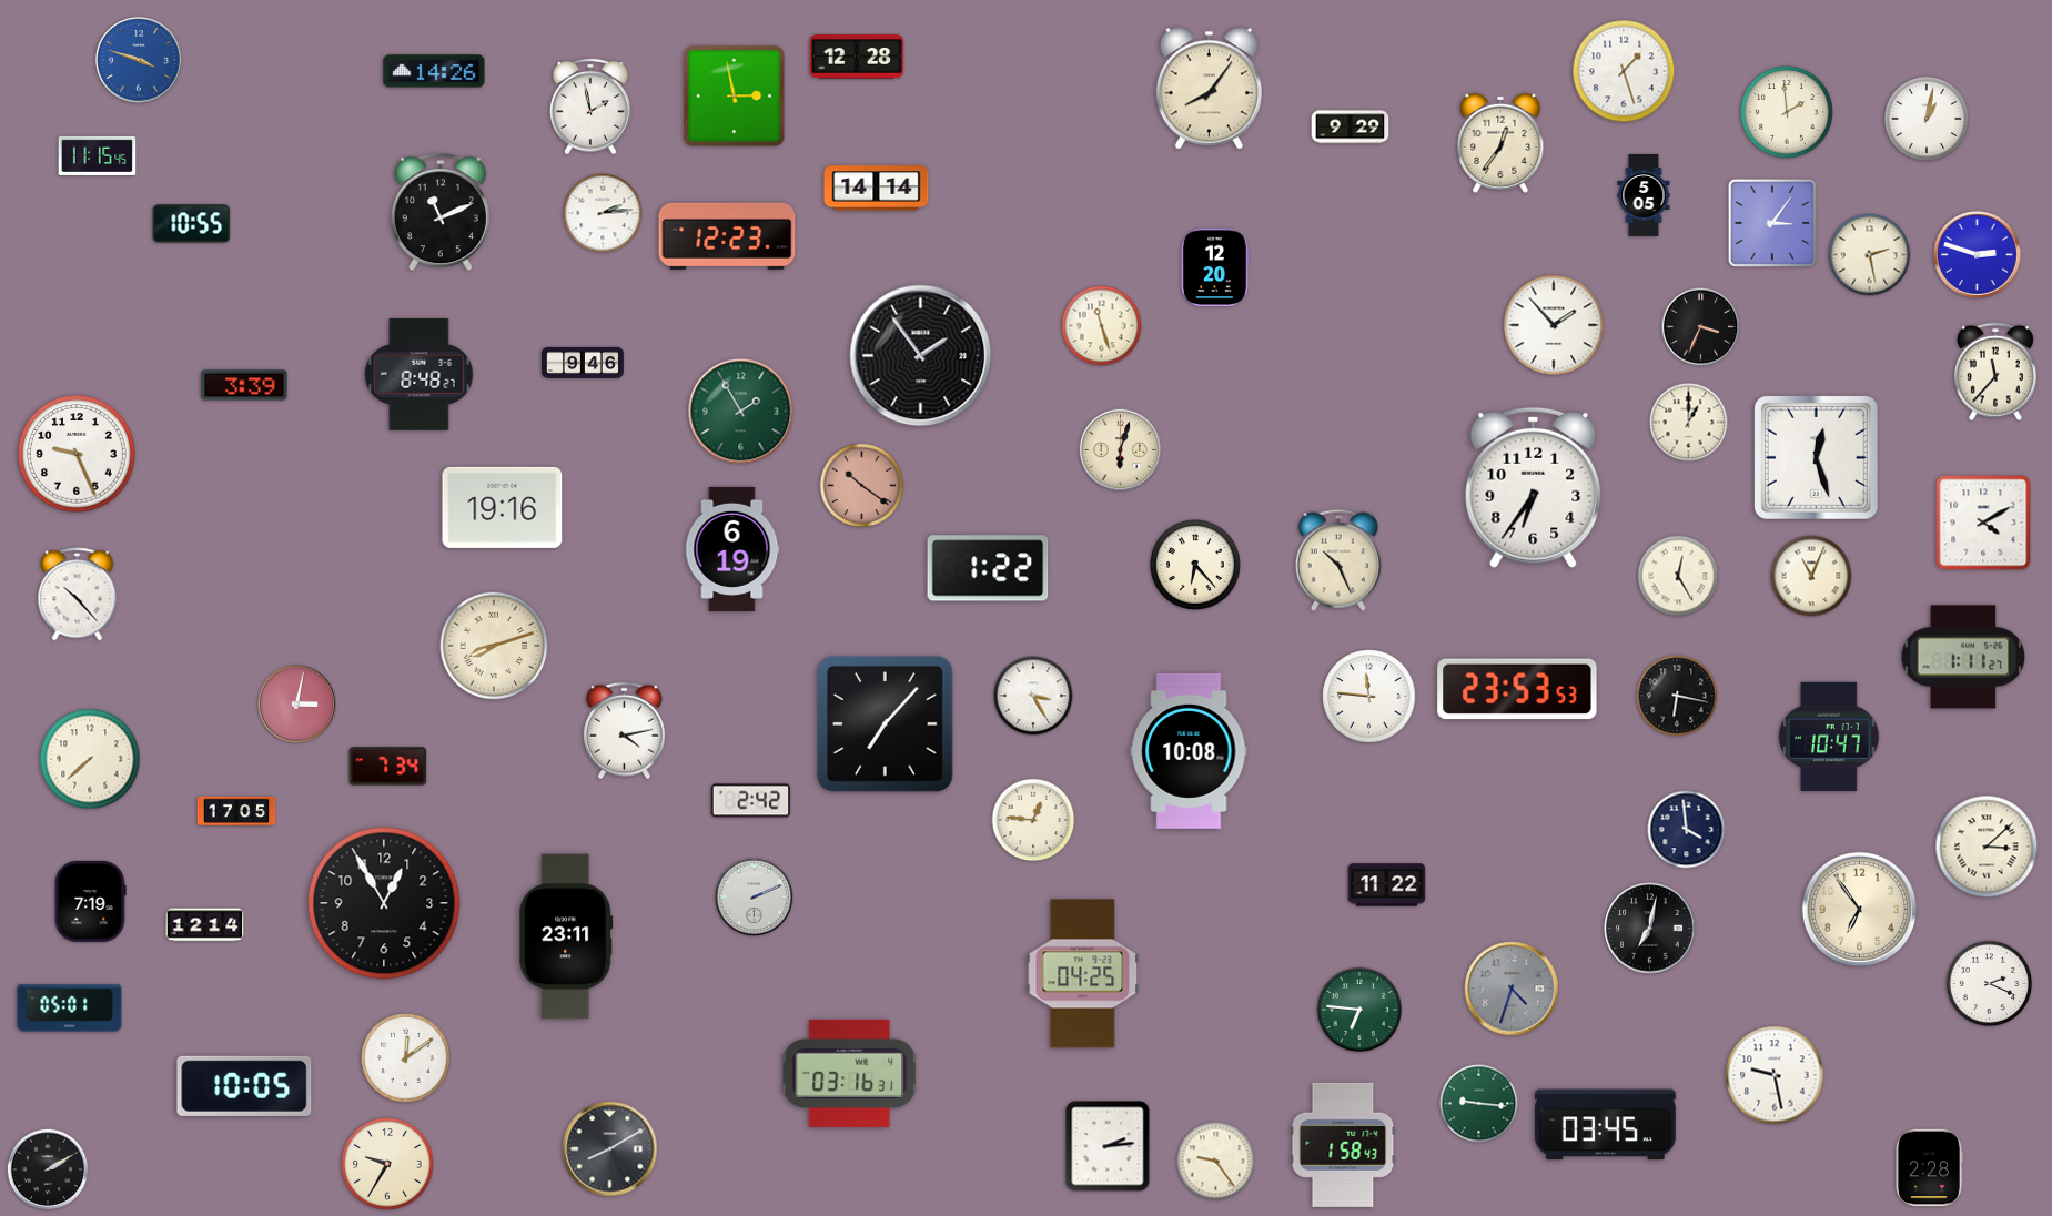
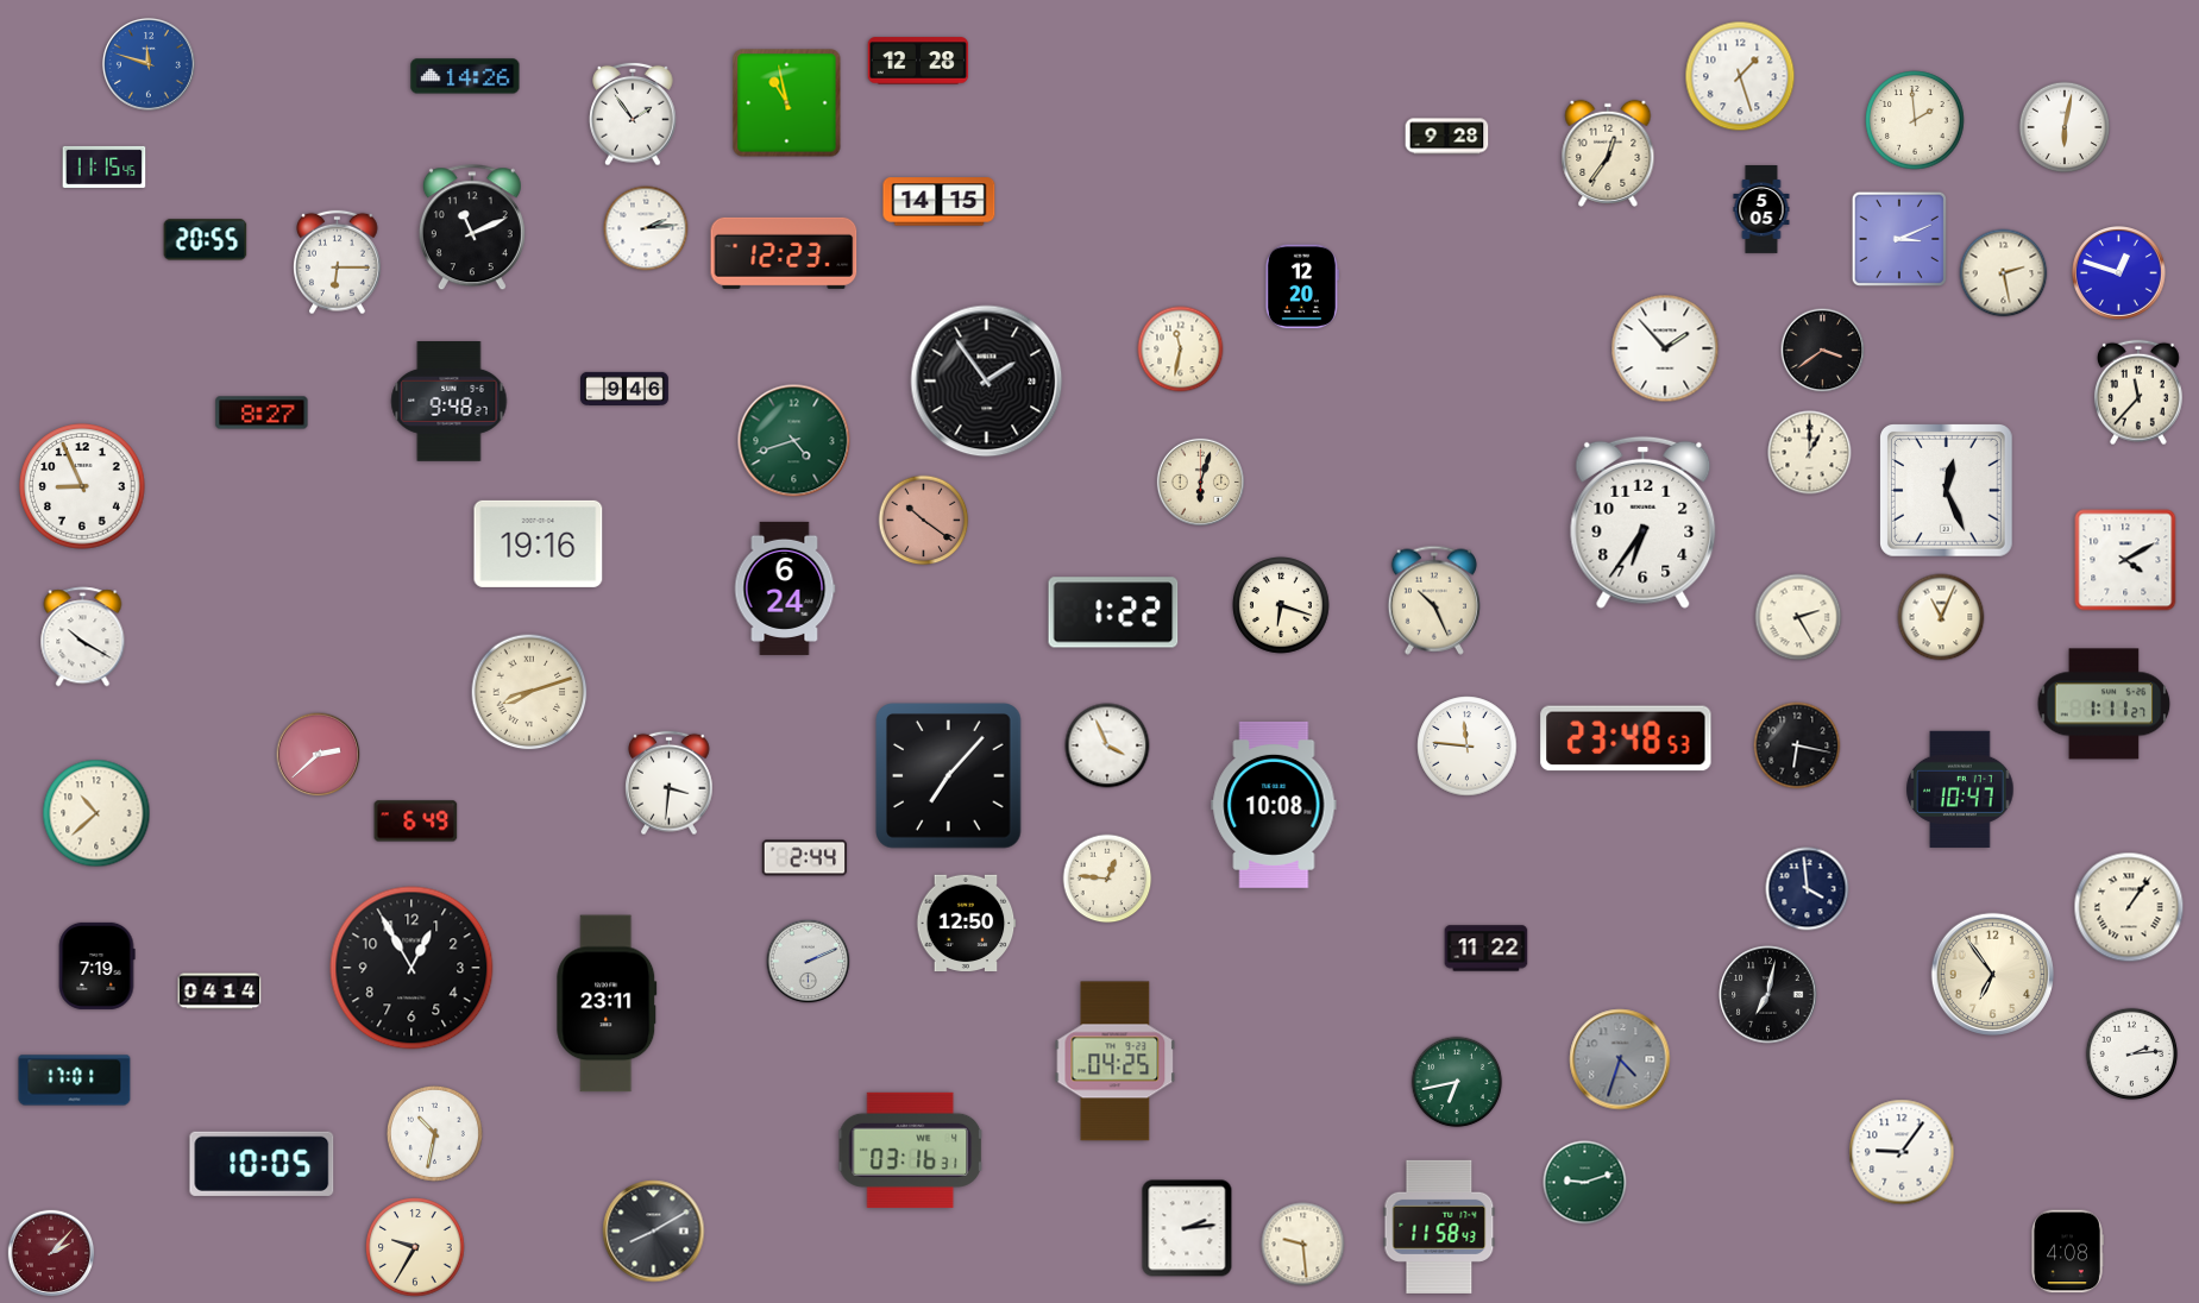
clock at (139, 60): 3:48 -> 11:48
clock at (1209, 89): 8:06 -> none
clock at (735, 97): 2:58 -> 10:58
clock at (590, 107): 1:58 -> 1:54
clock at (1927, 119): 1:02 -> 6:02
clock at (1351, 128): 9:29 -> 9:28
clock at (877, 189): 14:14 -> 14:15
clock at (1771, 222): 3:06 -> 3:11
clock at (192, 224): 10:55 -> 20:55
clock at (727, 236) position: (727, 236) -> (784, 253)
clock at (338, 263): none -> 6:15
clock at (1978, 255): 2:48 -> 12:48
clock at (1102, 326): 11:27 -> 11:32
clock at (1701, 327): 3:34 -> 3:39
clock at (1995, 372) position: (1995, 372) -> (2138, 392)
clock at (420, 375): 8:48 -> 9:48
clock at (244, 385): 3:39 -> 8:27
clock at (741, 412): 1:55 -> 4:42
clock at (77, 454): 9:26 -> 8:56
clock at (1817, 458): 12:27 -> 12:26
clock at (732, 549): 6:19 -> 6:24
clock at (1196, 566): 6:23 -> 6:18
clock at (988, 568) position: (988, 568) -> (1113, 612)
clock at (1678, 576): 12:25 -> 2:25
clock at (78, 595): 10:23 -> 10:20
clock at (1517, 689): 23:53 -> 23:48
clock at (1033, 696): 3:25 -> 3:56
clock at (297, 705): 3:02 -> 2:38
clock at (625, 731): 4:13 -> 3:31
clock at (90, 759): 7:38 -> 10:38
clock at (388, 767): 7:34 -> 6:49
clock at (751, 801): 2:42 -> 2:44
clock at (236, 810): 17:05 -> none
clock at (1987, 847): 3:08 -> 1:06
clock at (966, 924): none -> 12:50
clock at (205, 925): 12:14 -> 04:14
clock at (1083, 974) position: (1083, 974) -> (1116, 1062)
clock at (1990, 984): 2:19 -> 2:14
clock at (70, 1009): 05:01 -> 17:01
clock at (1359, 1010): 6:46 -> 6:43
clock at (405, 1057): 12:09 -> 10:32
clock at (1775, 1075): 9:28 -> 9:06
clock at (1479, 1104): 9:16 -> 9:12
clock at (1605, 1125): 03:45 -> none
clock at (1343, 1145): 1:58 -> 11:58
clock at (1216, 1162): 9:24 -> 9:29
clock at (1929, 1168): 2:28 -> 4:08
clock at (48, 1169): 2:10 -> 2:07
clock at (48, 1169) dial: black -> burgundy
